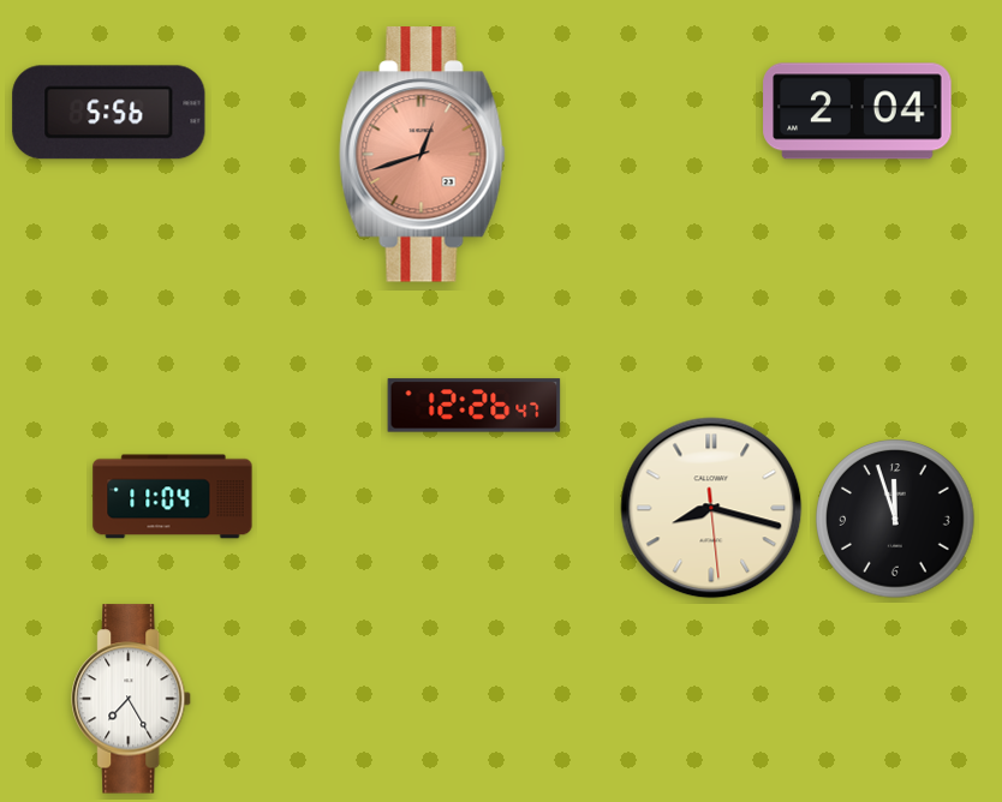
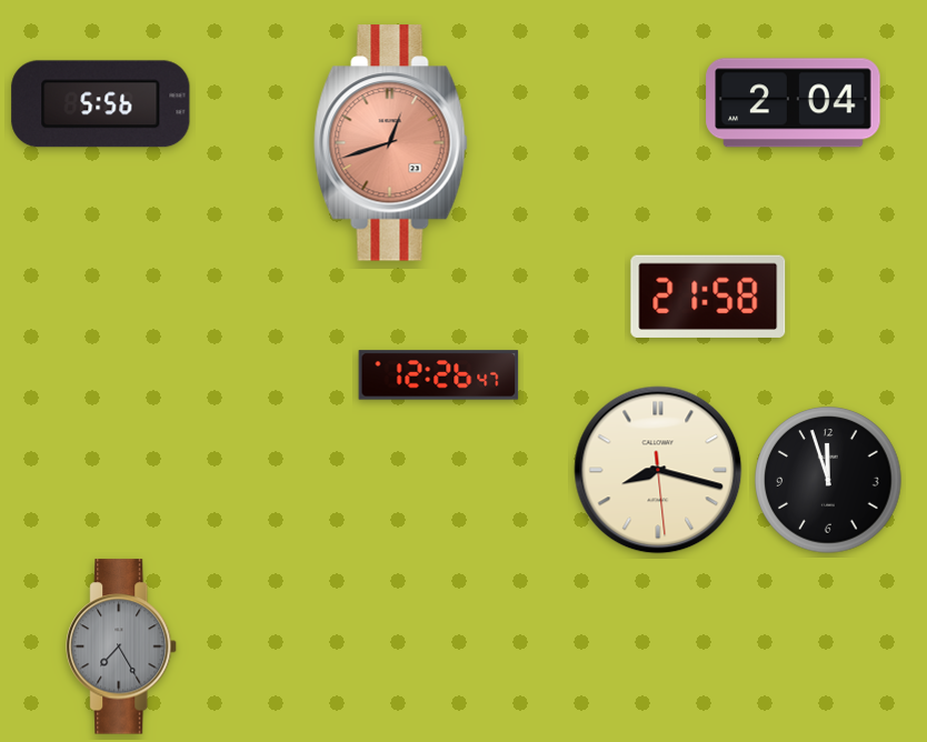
clock at (708, 297): none -> 21:58
clock at (173, 497): 11:04 -> none
clock at (132, 699) dial: white -> grey
